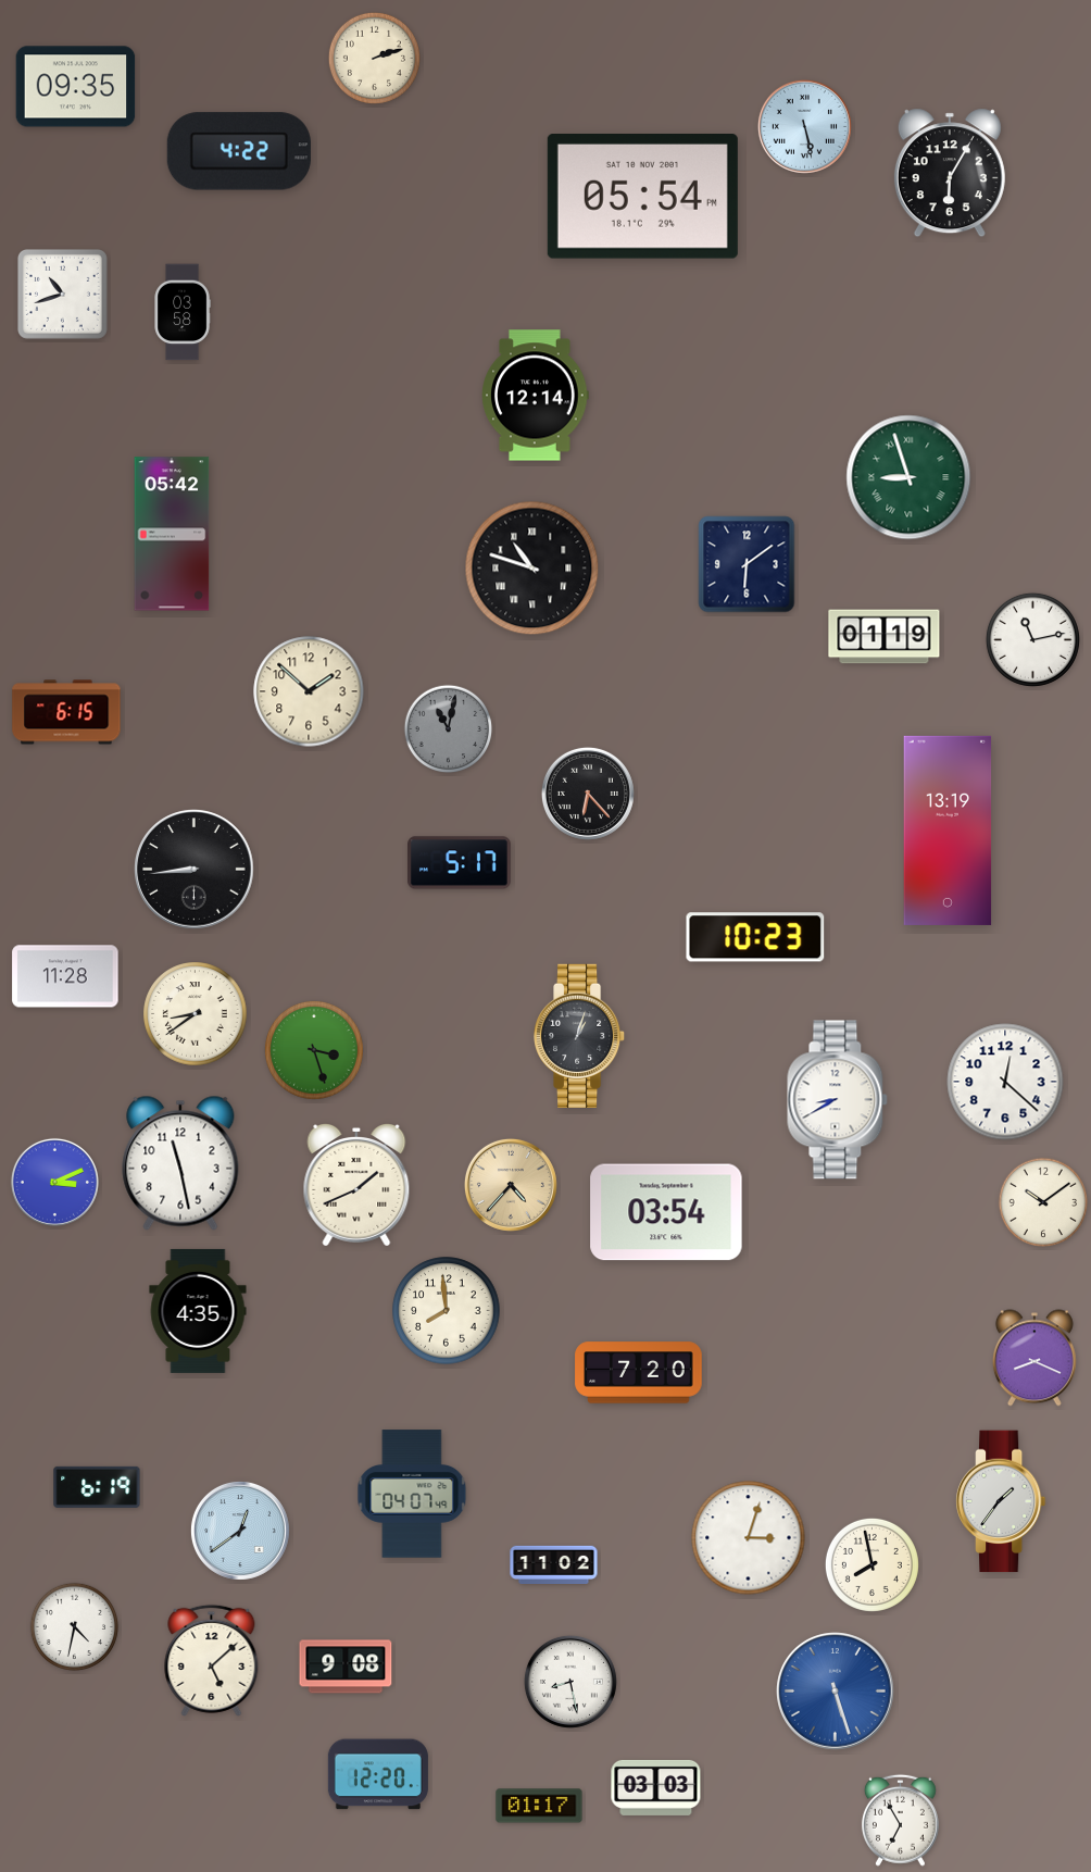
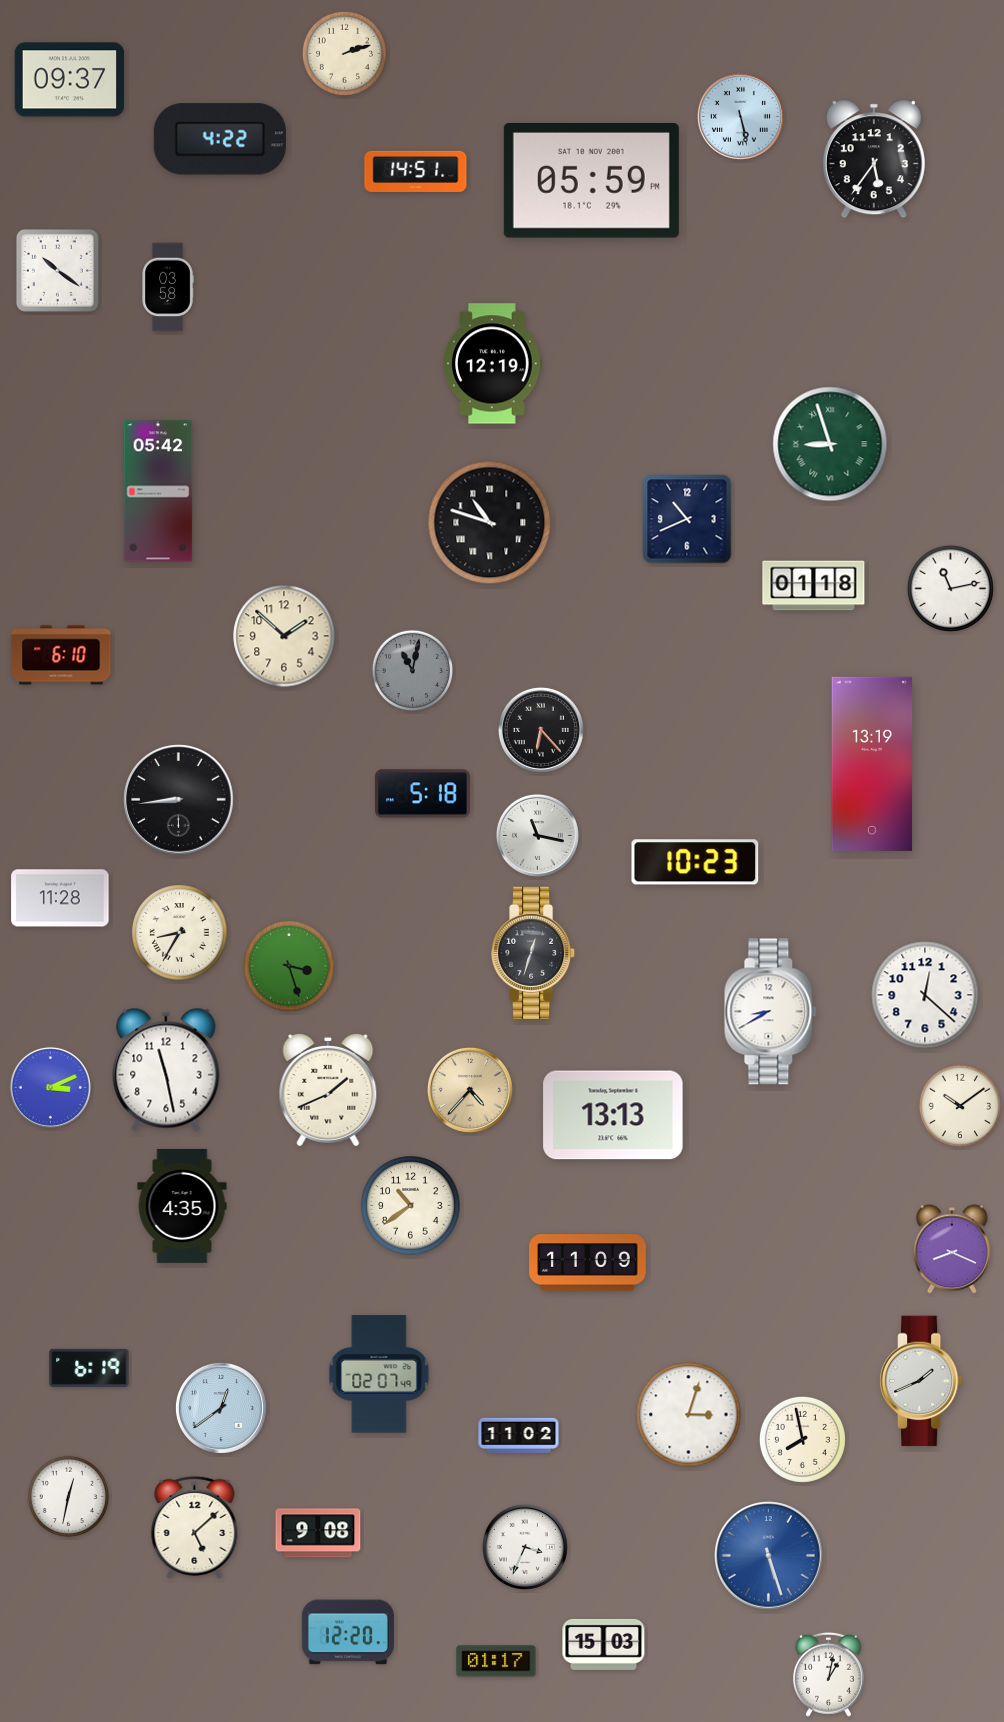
clock at (76, 87): 09:35 -> 09:37
clock at (950, 173): 6:05 -> 5:36
clock at (416, 171): none -> 14:51
clock at (642, 197): 05:54 -> 05:59
clock at (62, 294): 10:42 -> 10:21
clock at (536, 396): 12:14 -> 12:19
clock at (908, 477) position: (908, 477) -> (830, 444)
clock at (747, 564): 6:09 -> 10:41
clock at (885, 637): 01:19 -> 01:18
clock at (66, 712): 6:15 -> 6:10
clock at (460, 863): 5:17 -> 5:18
clock at (537, 835): none -> 11:17
clock at (196, 1014): 8:39 -> 8:35
clock at (580, 1036): 1:03 -> 12:33
clock at (666, 1212): 03:54 -> 13:13
clock at (447, 1311): 7:59 -> 10:39
clock at (639, 1373): 7:20 -> 11:09
clock at (412, 1494): 04:07 -> 02:07
clock at (1001, 1501): 1:36 -> 1:41
clock at (554, 1565) position: (554, 1565) -> (519, 1436)
clock at (75, 1627): 4:32 -> 12:32
clock at (570, 1682): 8:28 -> 3:34
clock at (656, 1787): 03:03 -> 15:03
clock at (900, 1820): 6:55 -> 1:02
